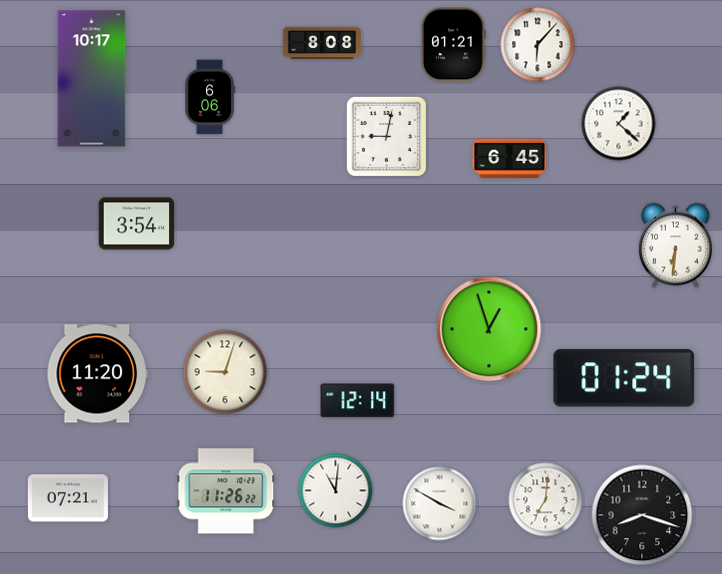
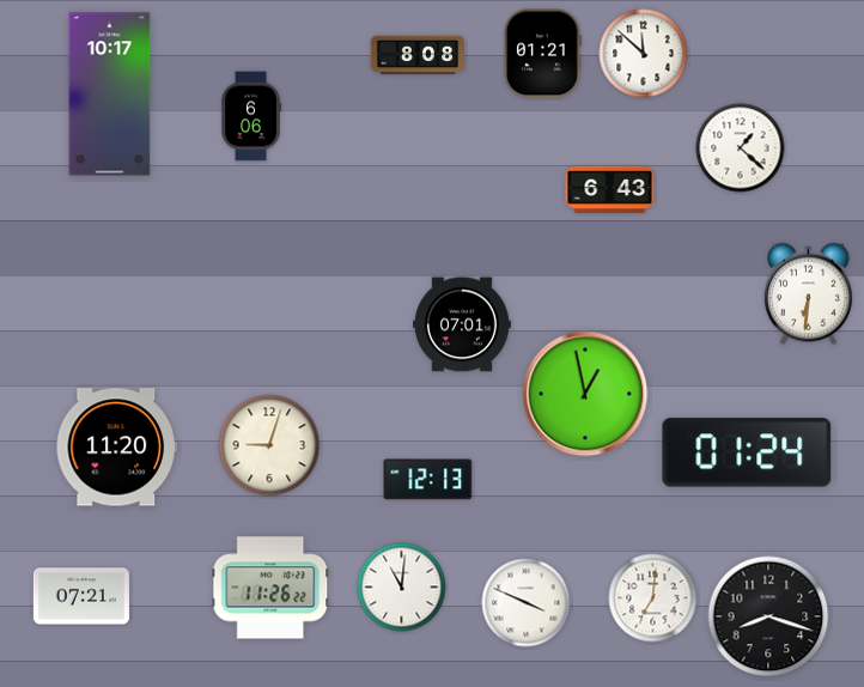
clock at (322, 43) position: (322, 43) -> (418, 55)
clock at (538, 45): 6:07 -> 11:52
clock at (386, 136): 9:02 -> none
clock at (510, 159): 6:45 -> 6:43
clock at (137, 224): 3:54 -> none
clock at (462, 324): none -> 07:01
clock at (489, 329): 12:57 -> 12:58
clock at (358, 401): 12:14 -> 12:13
clock at (440, 504): 3:50 -> 3:49
